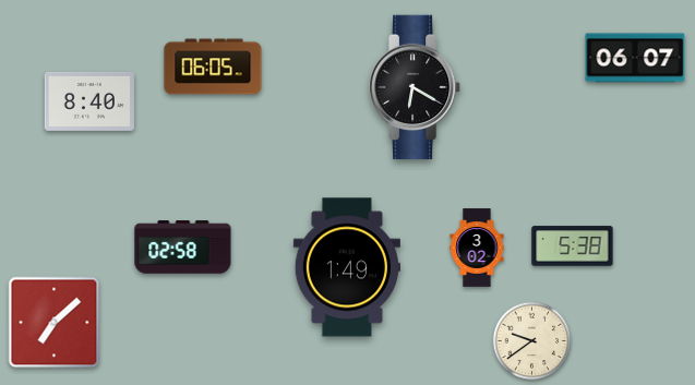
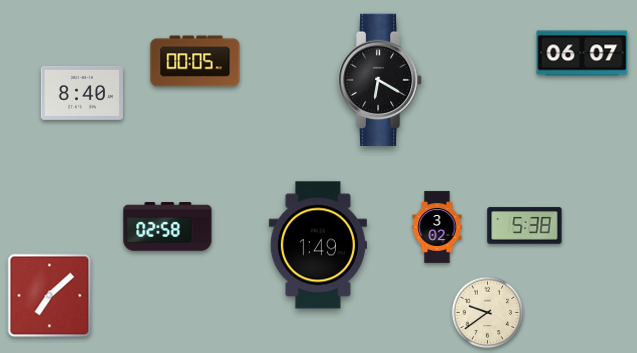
clock at (213, 67): 06:05 -> 00:05
